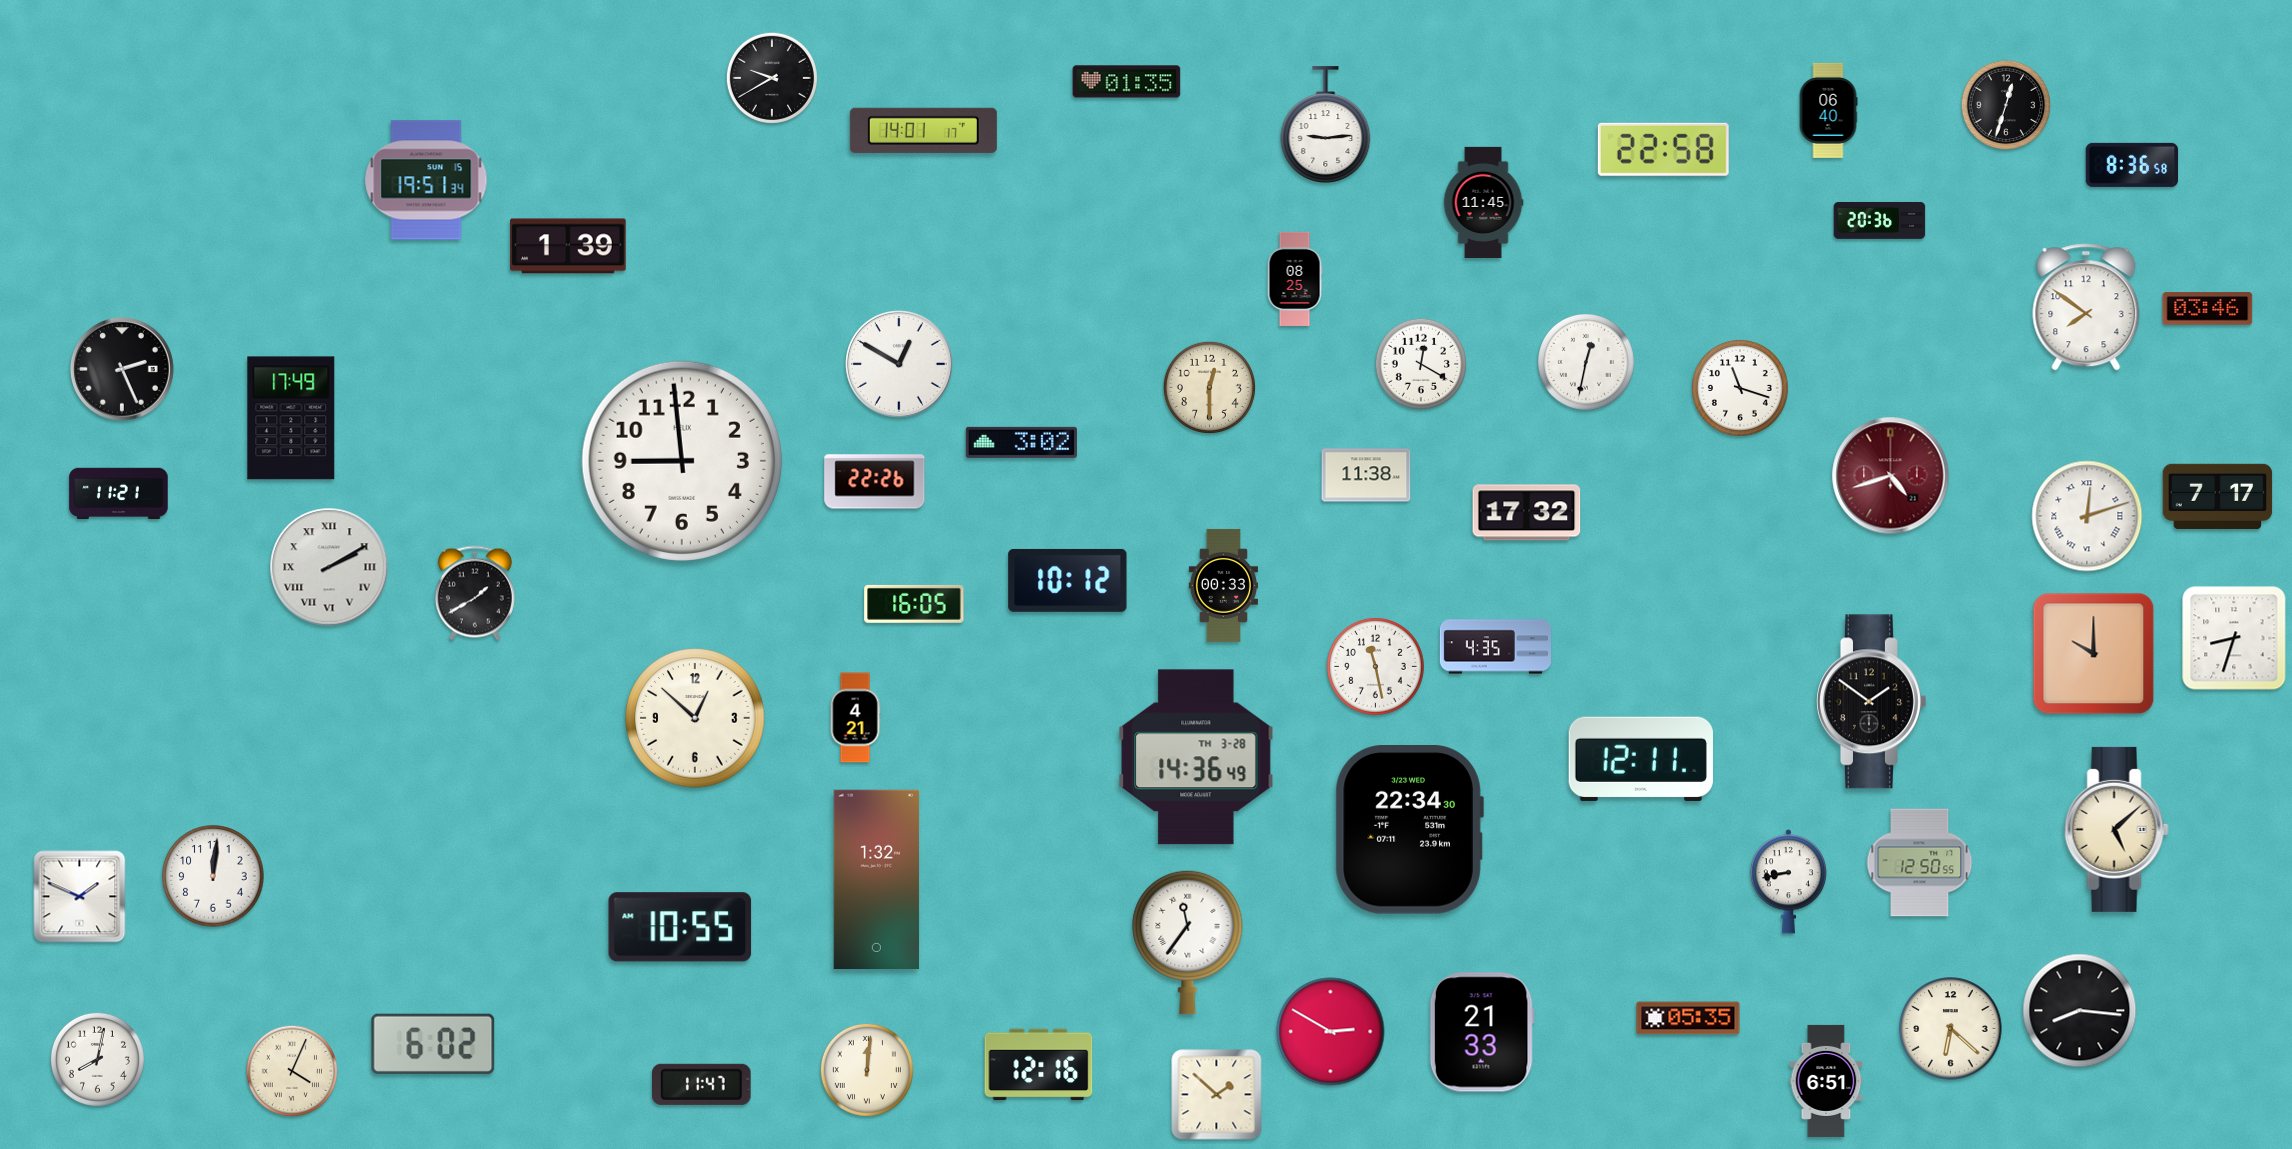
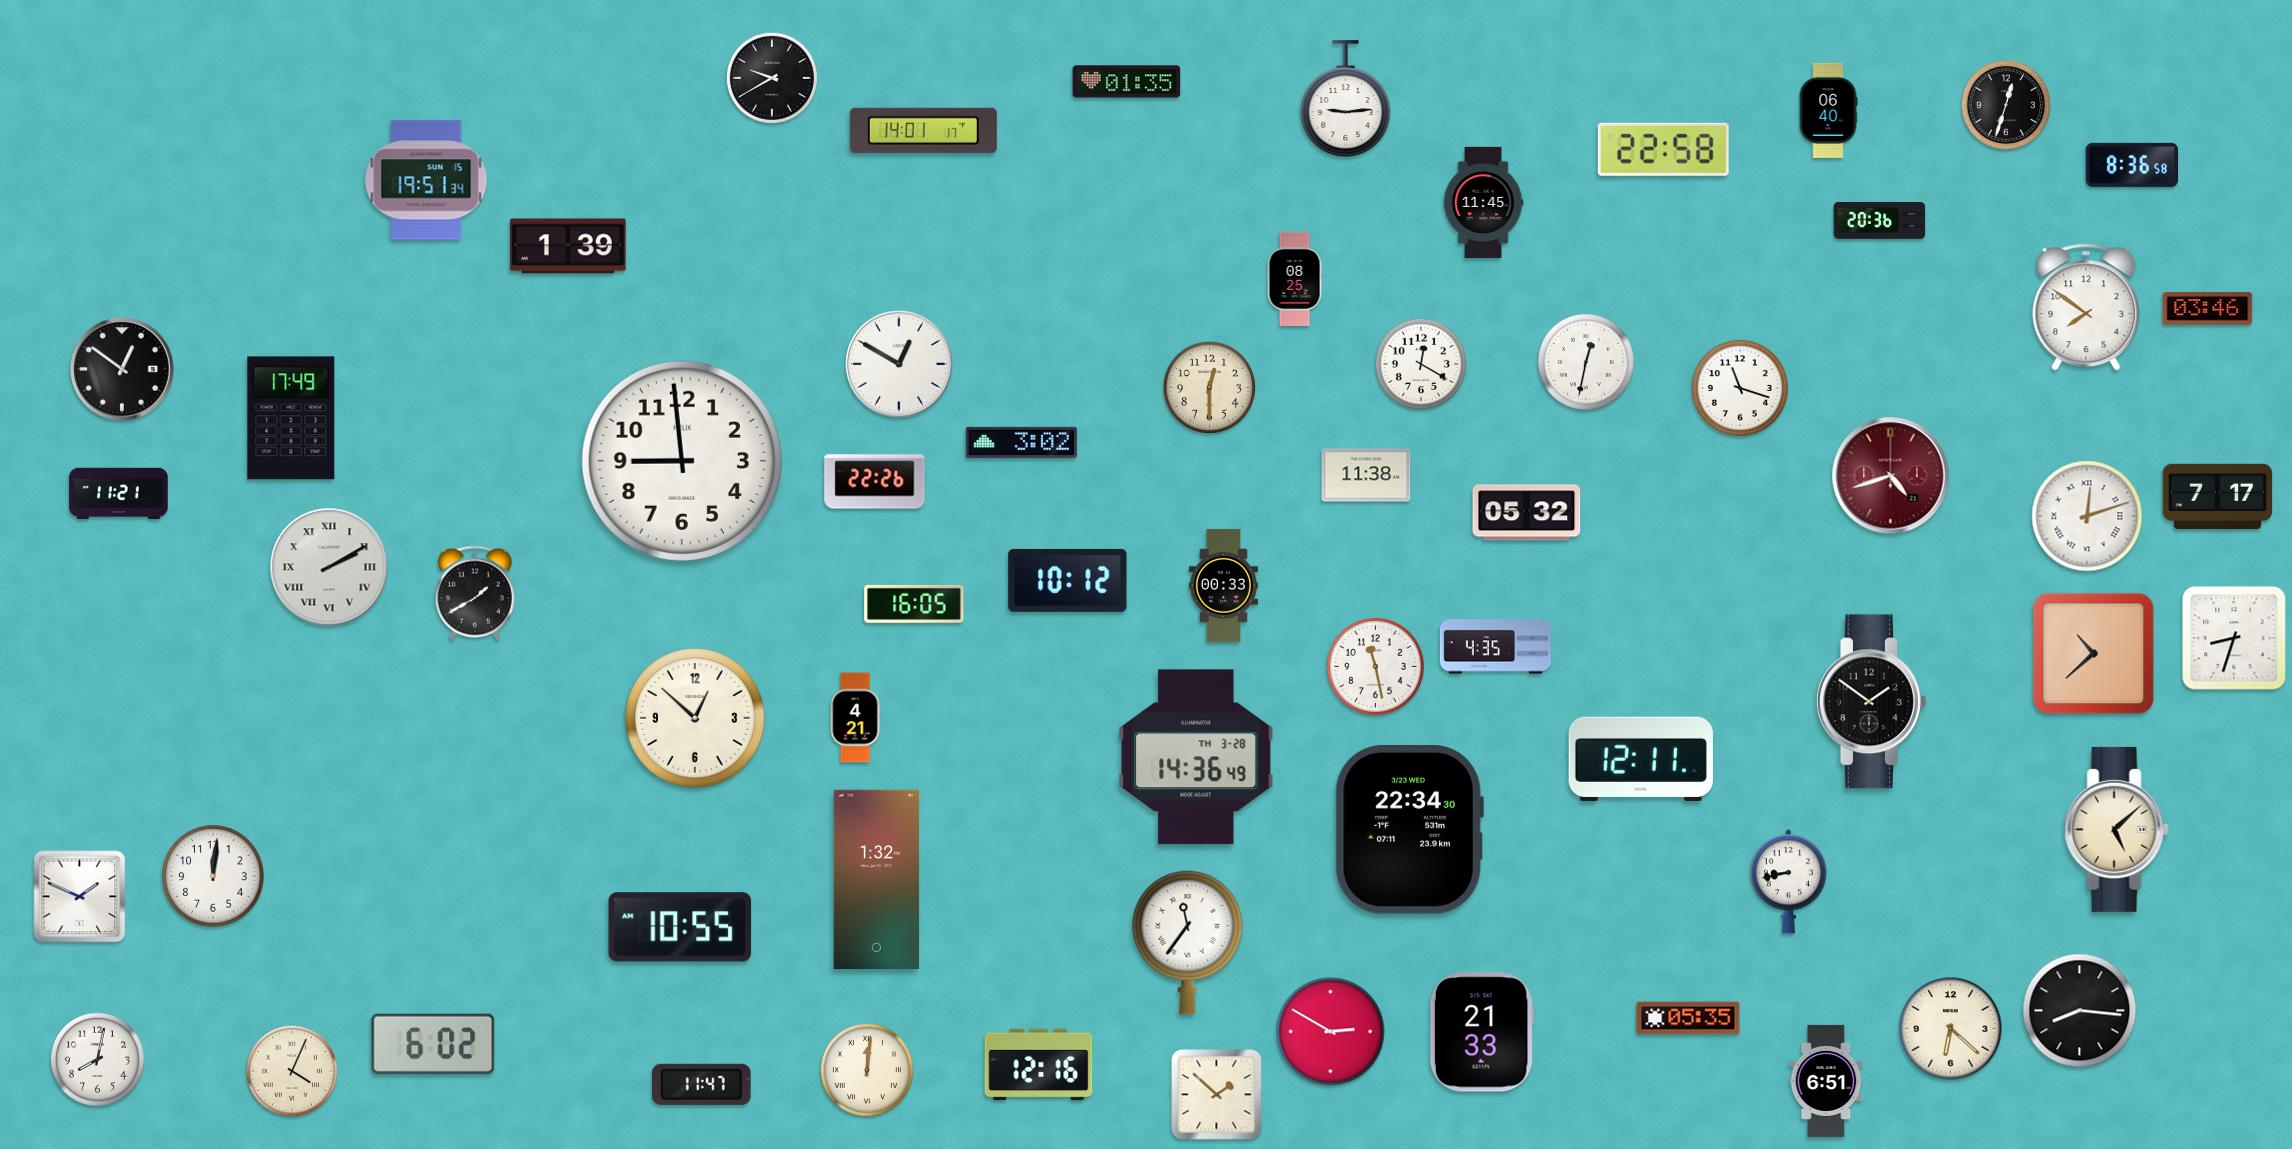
clock at (1326, 125) position: (1326, 125) -> (1346, 99)
clock at (122, 369): 2:26 -> 12:51
clock at (1527, 513): 17:32 -> 05:32
clock at (2094, 654): 10:00 -> 10:38
clock at (1920, 863): 12:50 -> none
